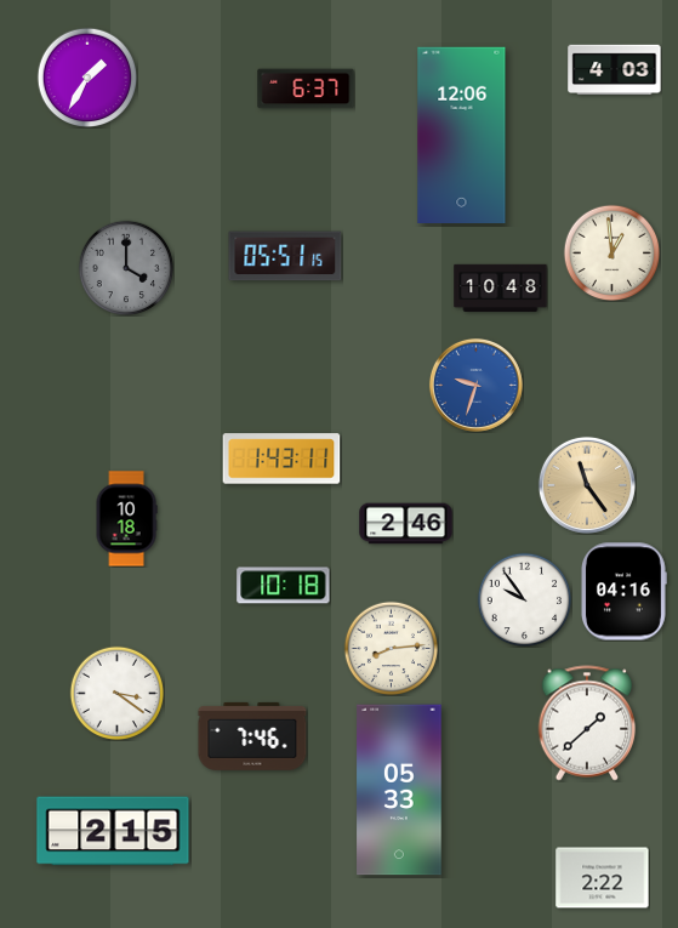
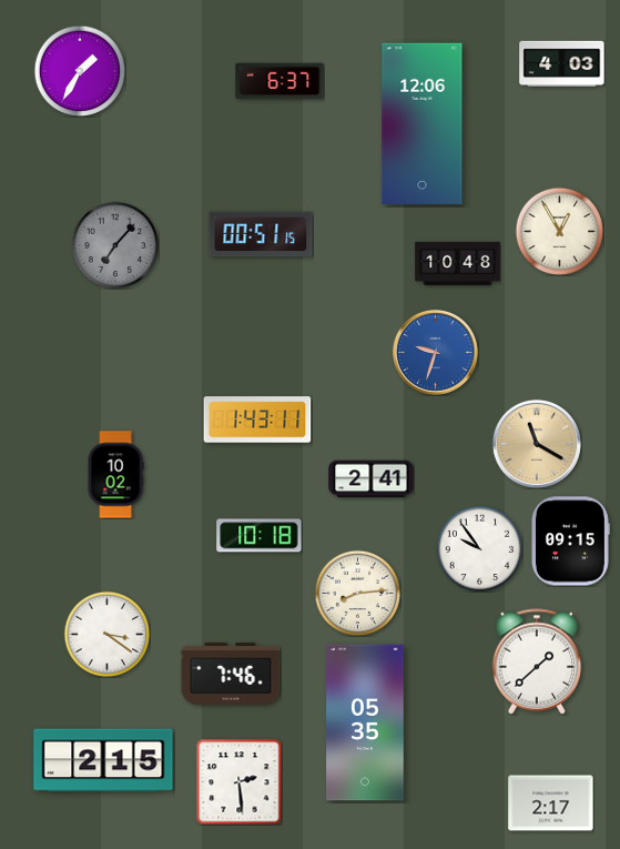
clock at (611, 252): 12:59 -> 12:55
clock at (285, 256): 05:51 -> 00:51
clock at (126, 268): 4:00 -> 7:07
clock at (587, 485): 11:24 -> 11:20
clock at (126, 519): 10:18 -> 10:02
clock at (406, 524): 2:46 -> 2:41
clock at (625, 592): 04:16 -> 09:15
clock at (399, 790): 05:33 -> 05:35
clock at (238, 781): none -> 2:29
clock at (603, 878): 2:22 -> 2:17
